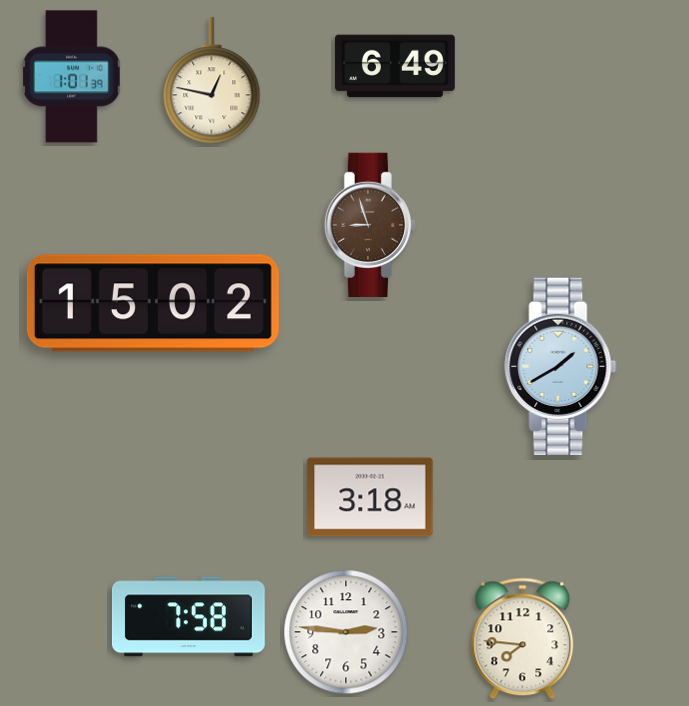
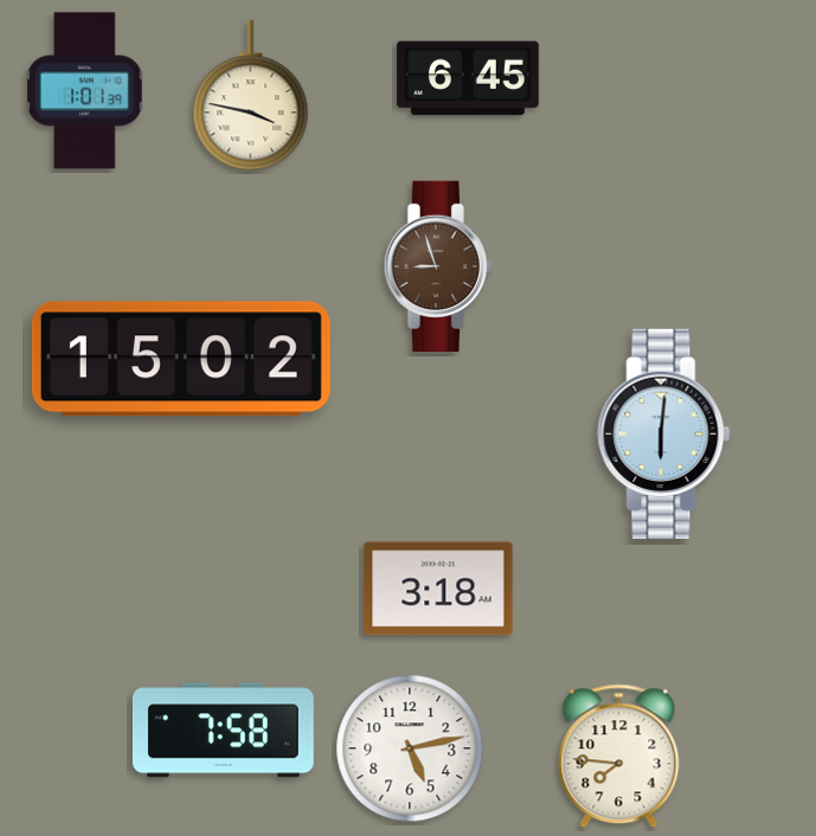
clock at (396, 66): 6:49 -> 6:45
clock at (212, 81): 12:47 -> 3:47
clock at (561, 366): 1:40 -> 6:01
clock at (346, 632): 2:46 -> 5:13
